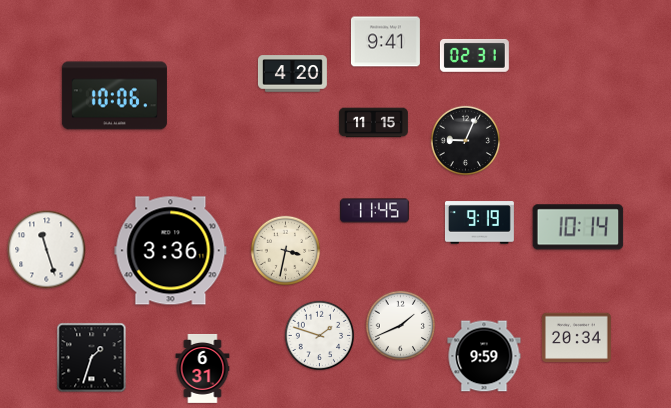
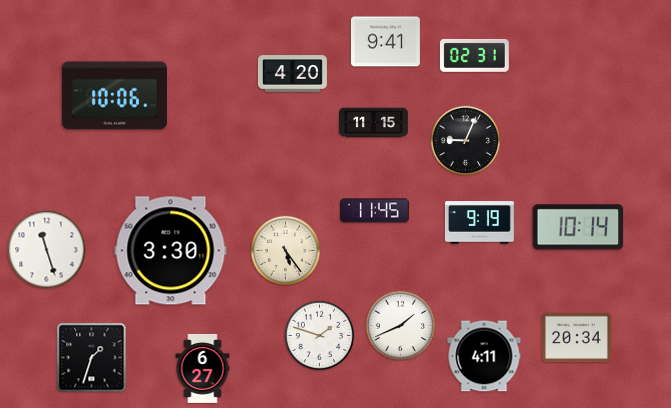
clock at (171, 251): 3:36 -> 3:30
clock at (286, 251): 3:32 -> 5:24
clock at (484, 356): 9:59 -> 4:11
clock at (203, 368): 6:31 -> 6:27
